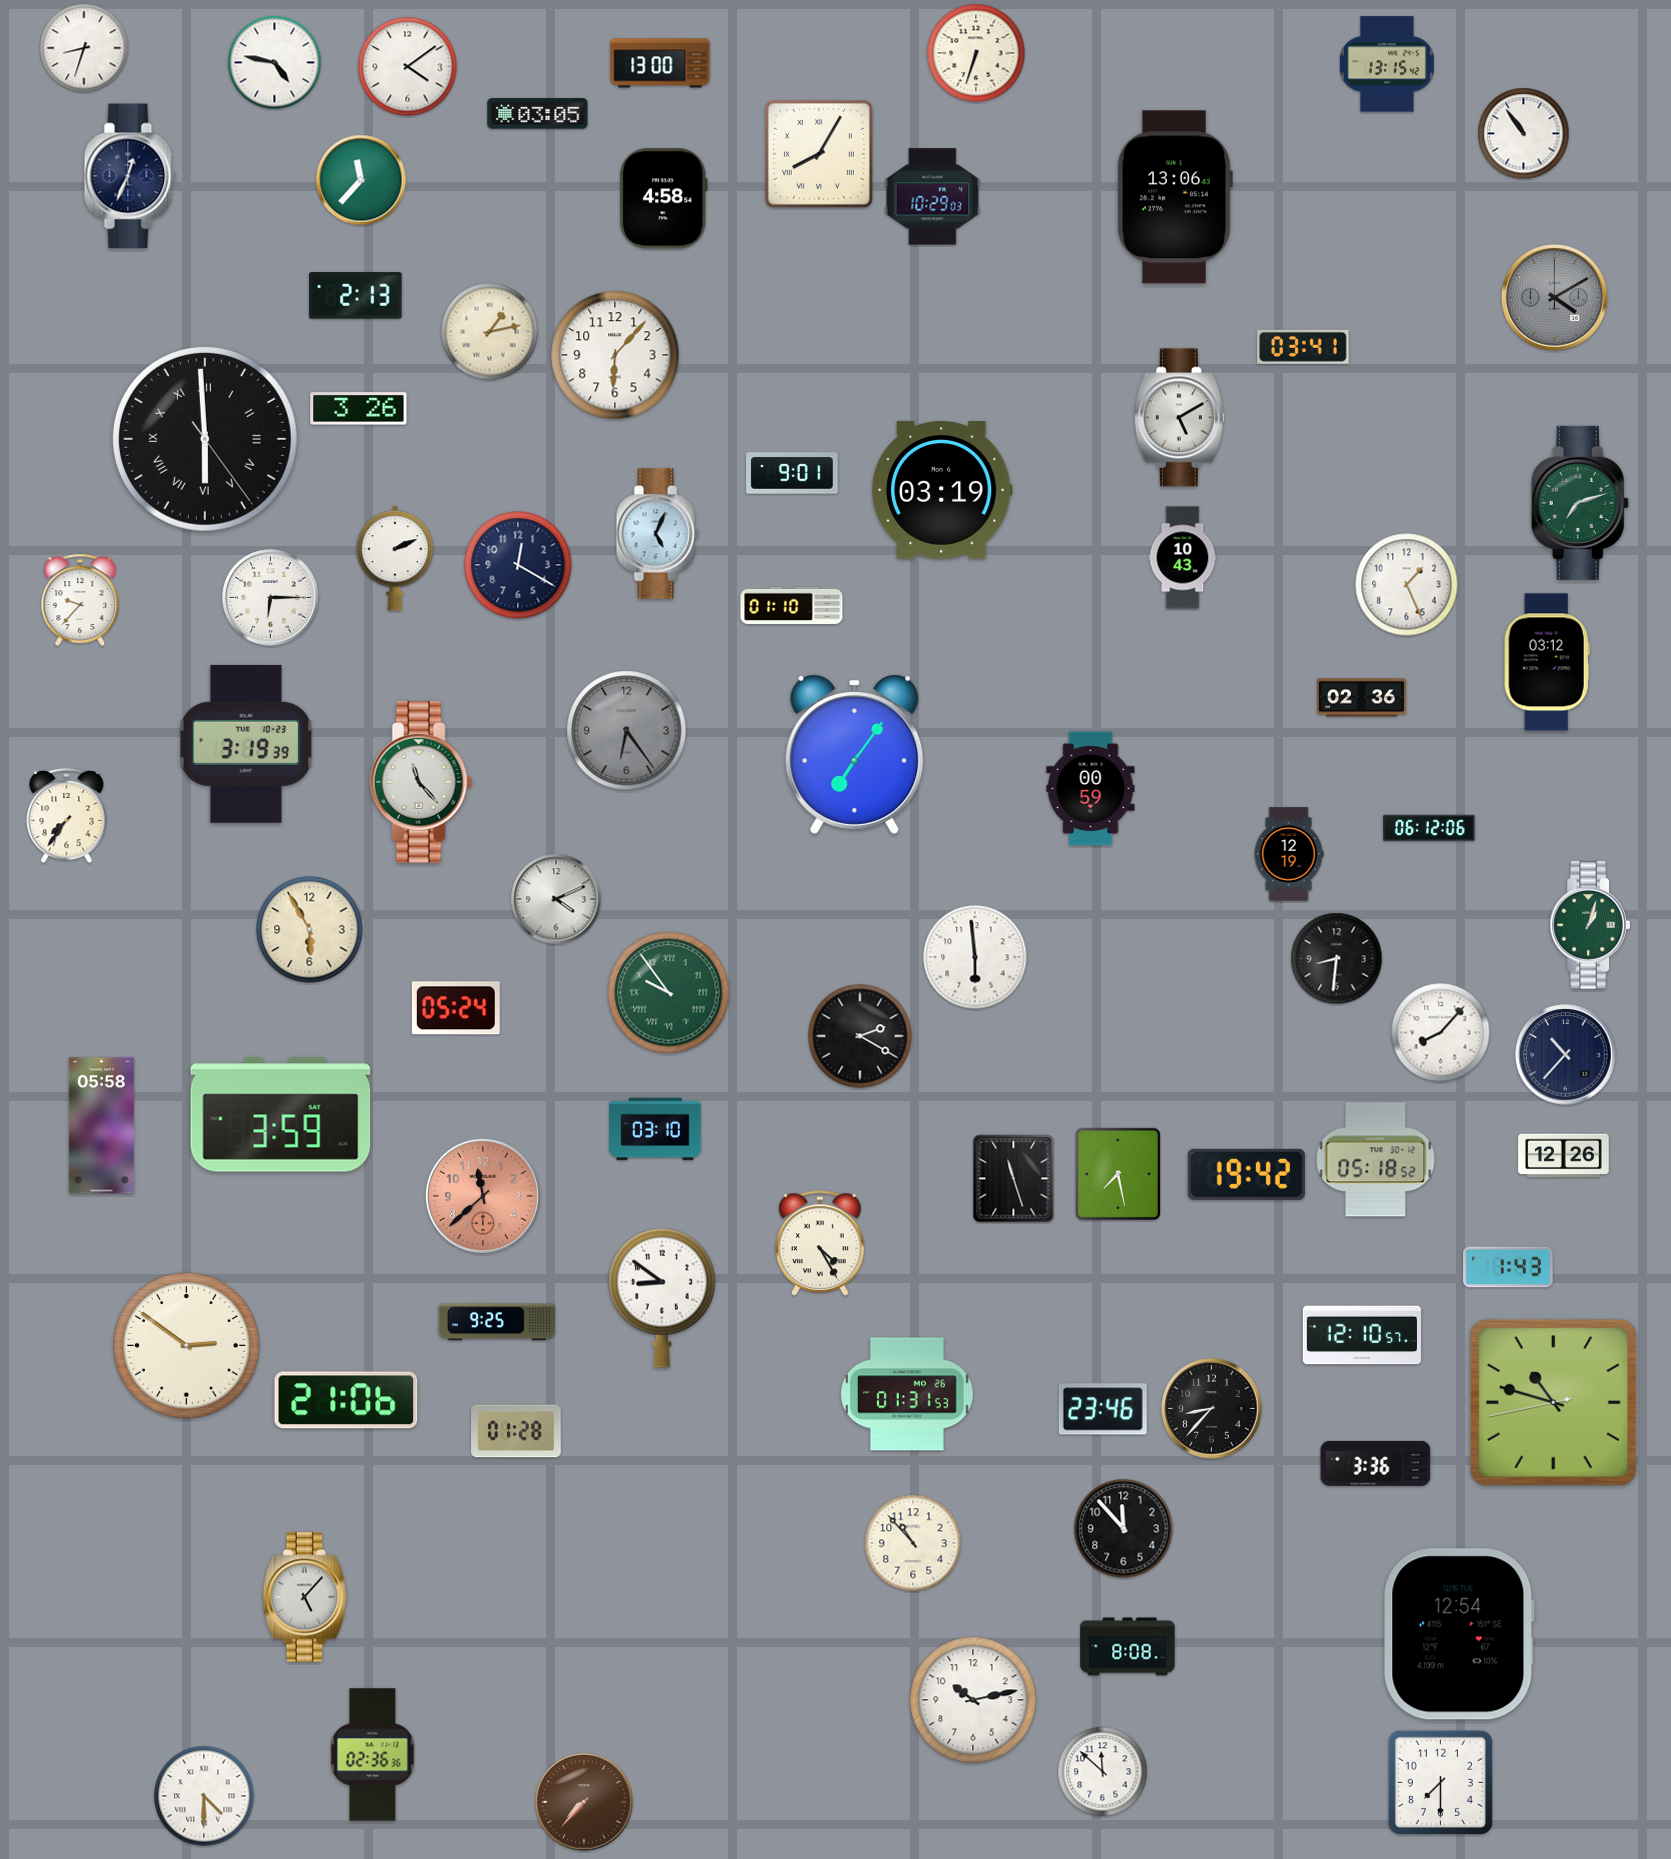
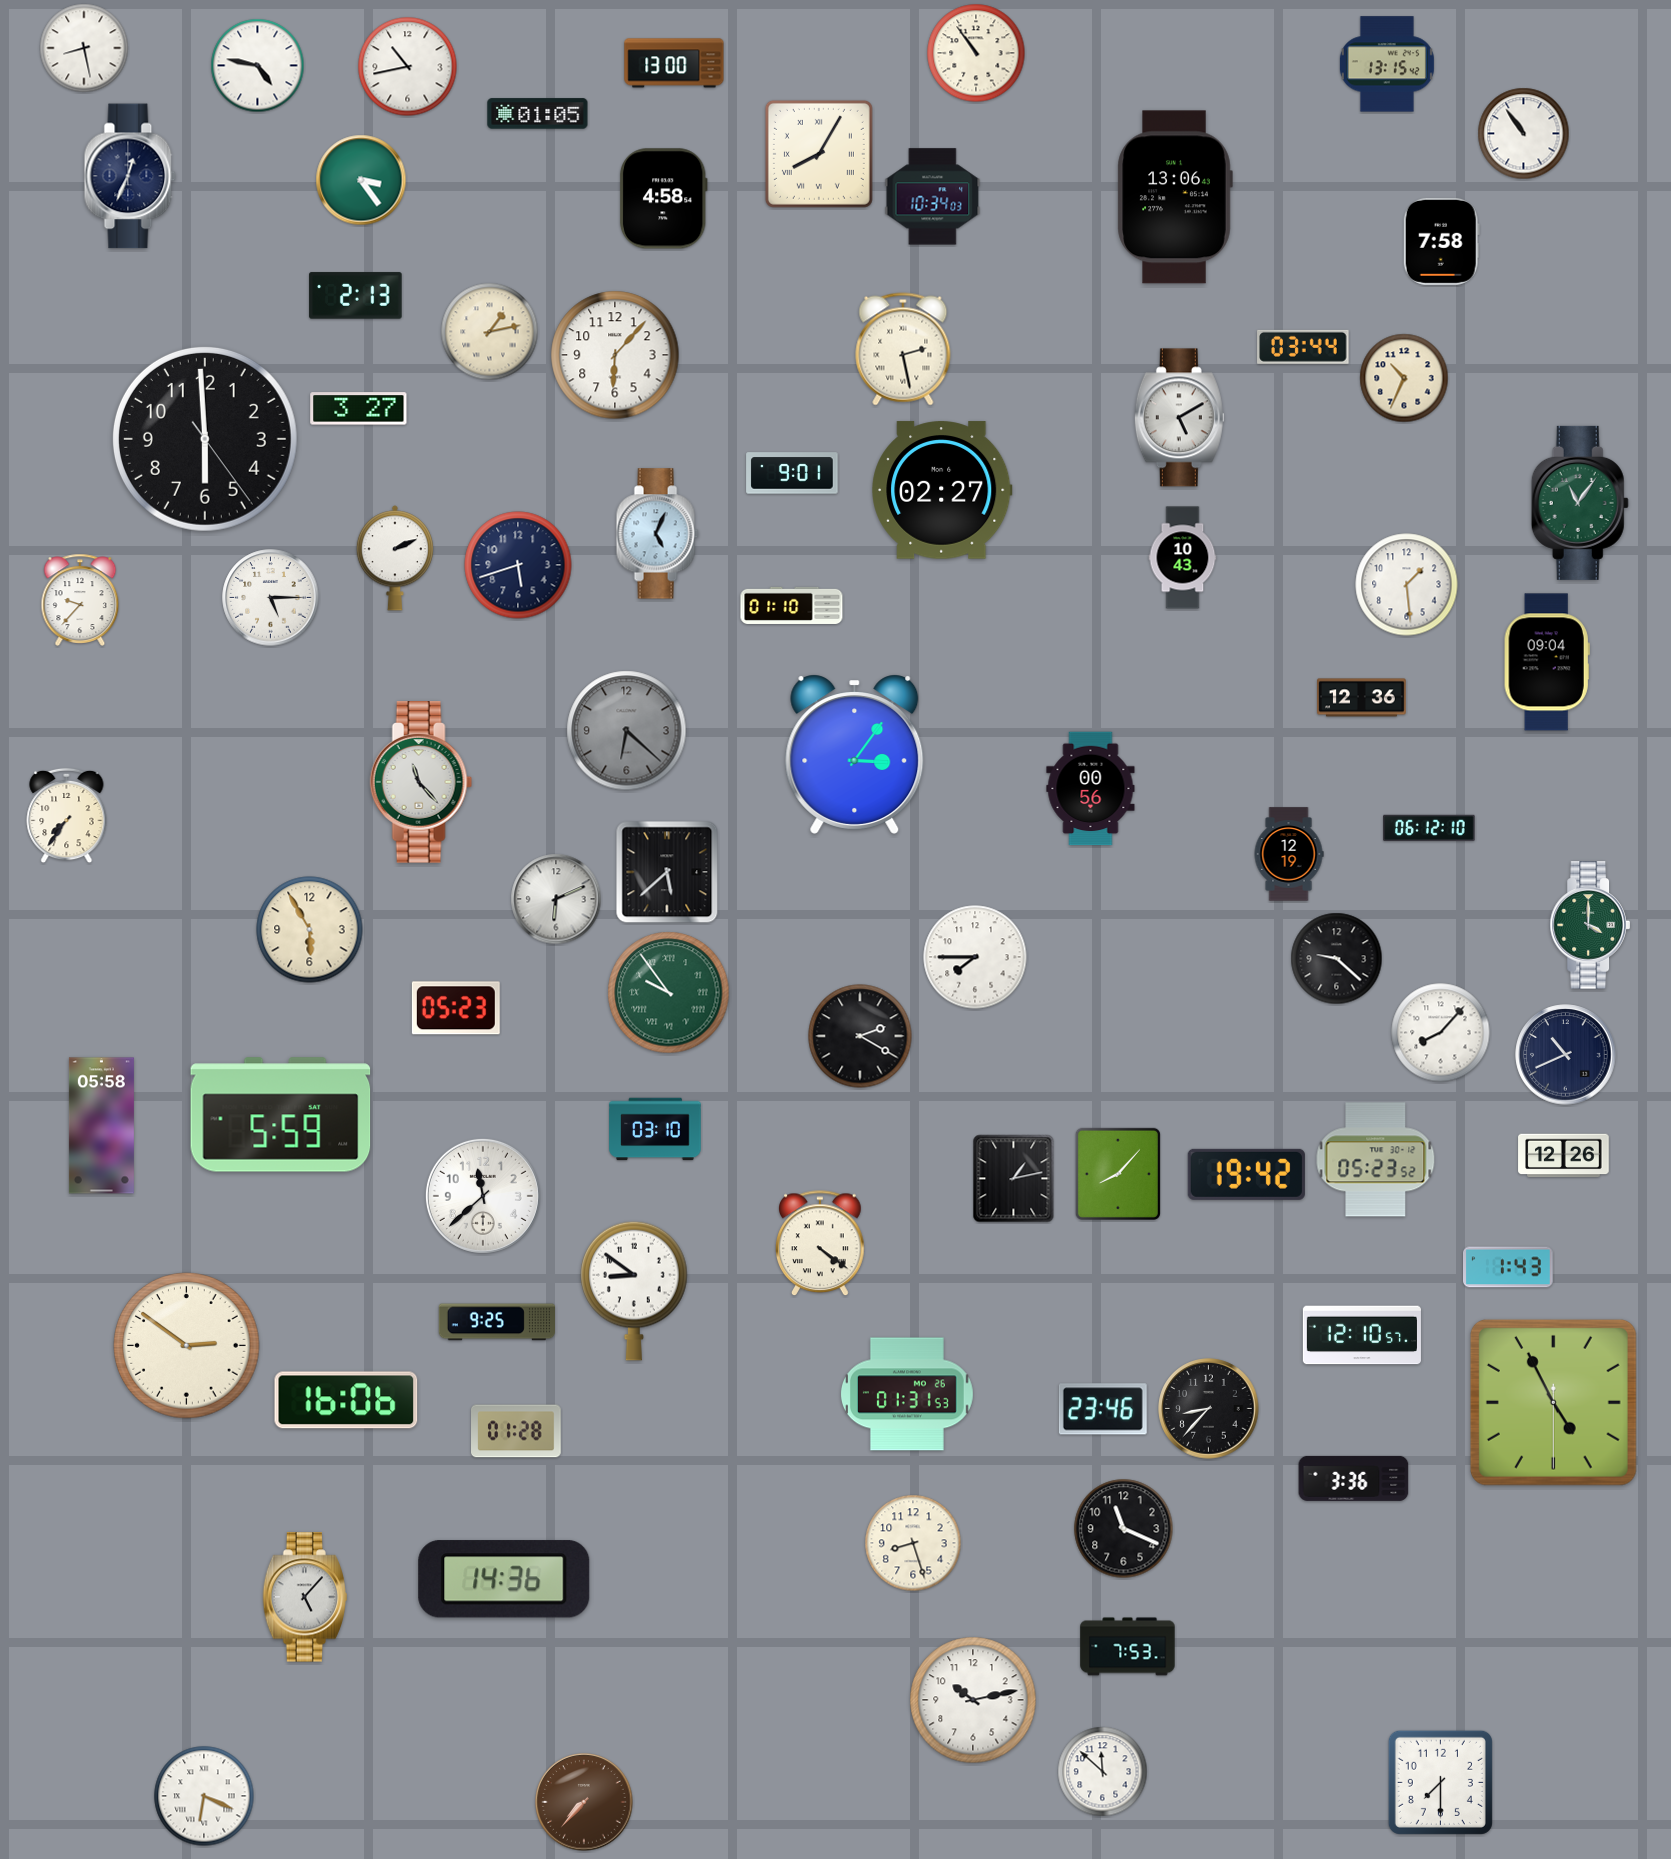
clock at (84, 48): 8:33 -> 8:28
clock at (976, 53): 6:33 -> 10:54
clock at (275, 63) position: (275, 63) -> (258, 66)
clock at (660, 63) position: (660, 63) -> (674, 63)
clock at (408, 67): 4:09 -> 10:43
clock at (538, 114): 03:05 -> 01:05
clock at (361, 180): 11:37 -> 3:24
clock at (933, 197): 10:29 -> 10:34
clock at (1441, 241): none -> 7:58
clock at (1555, 298): 4:10 -> none
clock at (1303, 347): 03:41 -> 03:44
clock at (903, 349): none -> 2:28
clock at (1404, 378): none -> 10:34
clock at (359, 409): 3:26 -> 3:27
clock at (205, 439) numerals: Roman -> Arabic
clock at (942, 490): 03:19 -> 02:27
clock at (1580, 503): 7:12 -> 11:06
clock at (518, 565): 12:20 -> 5:42
clock at (1407, 585): 1:26 -> 1:29
clock at (271, 598): 6:15 -> 5:15
clock at (1547, 662): 03:12 -> 09:04
clock at (1362, 698): 02:36 -> 12:36
clock at (627, 731): 6:24 -> 6:22
clock at (246, 744): 3:19 -> none
clock at (855, 754): 7:06 -> 3:06
clock at (1091, 789): 00:59 -> 00:56
clock at (1429, 828): 06:12:06 -> 06:12:10
clock at (667, 872): none -> 5:38
clock at (556, 899): 4:11 -> 6:11
clock at (1590, 925): 1:03 -> 4:00
clock at (975, 957): 5:59 -> 7:45
clock at (1337, 959): 8:31 -> 9:22
clock at (456, 1008): 05:24 -> 05:23
clock at (1566, 1055): 10:37 -> 10:41
clock at (281, 1115): 3:59 -> 5:59
clock at (1376, 1160): 05:18 -> 05:23
clock at (1118, 1174): 7:28 -> 8:07
clock at (1014, 1179): 11:27 -> 1:13
clock at (483, 1196) dial: salmon -> white
clock at (821, 1244): 4:25 -> 4:21
clock at (662, 1298) position: (662, 1298) -> (634, 1291)
clock at (346, 1400): 21:06 -> 16:06
clock at (1553, 1402): 10:47 -> 4:55
clock at (1212, 1409) position: (1212, 1409) -> (1209, 1409)
clock at (1376, 1463) position: (1376, 1463) -> (1354, 1478)
clock at (1124, 1529): 11:53 -> 11:19
clock at (913, 1543): 10:53 -> 8:27
clock at (504, 1579): none -> 14:36
clock at (1459, 1634): 12:54 -> none
clock at (1128, 1647): 8:08 -> 7:53
clock at (373, 1755): 02:36 -> none
clock at (204, 1796): 4:30 -> 6:19
